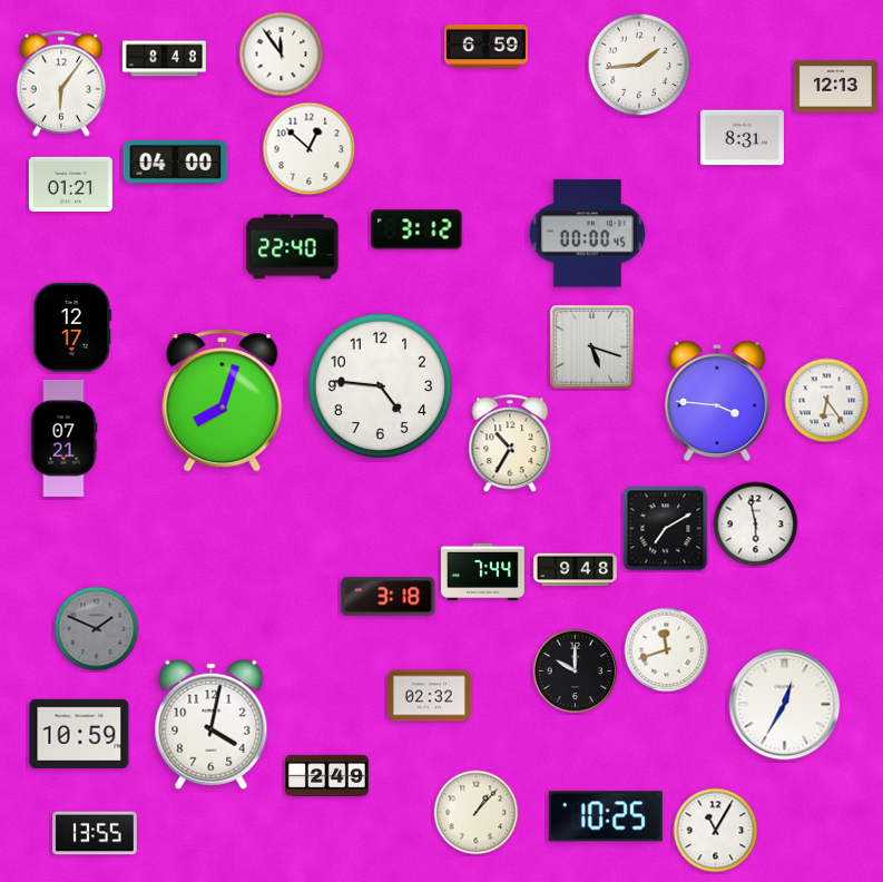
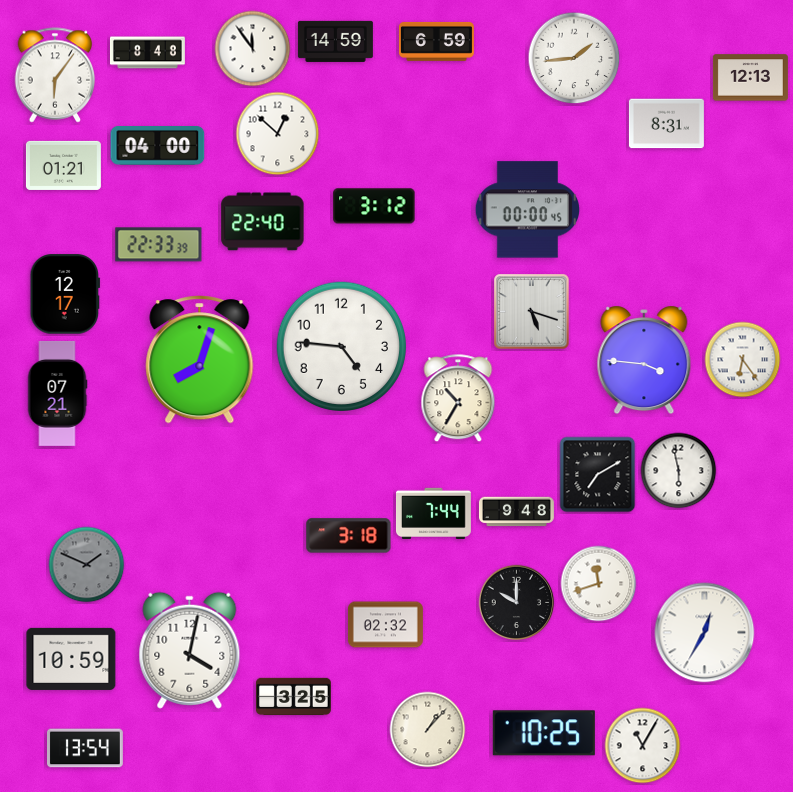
clock at (335, 41): none -> 14:59
clock at (159, 245): none -> 22:33
clock at (326, 776): 2:49 -> 3:25
clock at (96, 833): 13:55 -> 13:54
